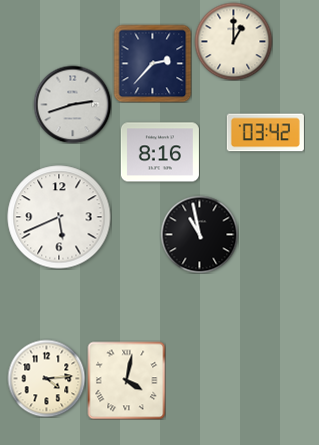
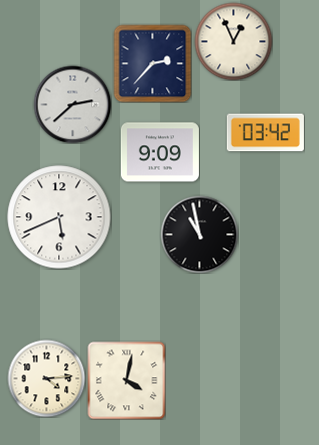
clock at (233, 41): 1:00 -> 12:56
clock at (72, 104): 2:42 -> 2:38
clock at (160, 152): 8:16 -> 9:09
